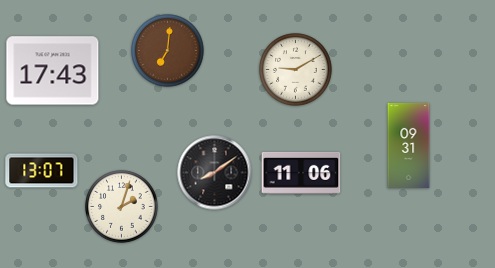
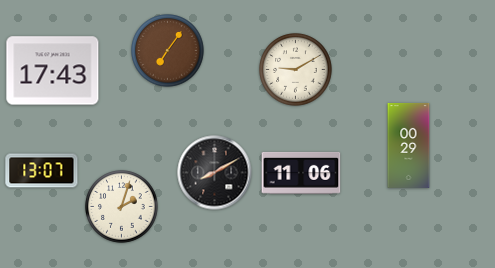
clock at (168, 51): 7:01 -> 7:06
clock at (409, 146): 09:31 -> 00:29
clock at (215, 173): 8:09 -> 8:10
